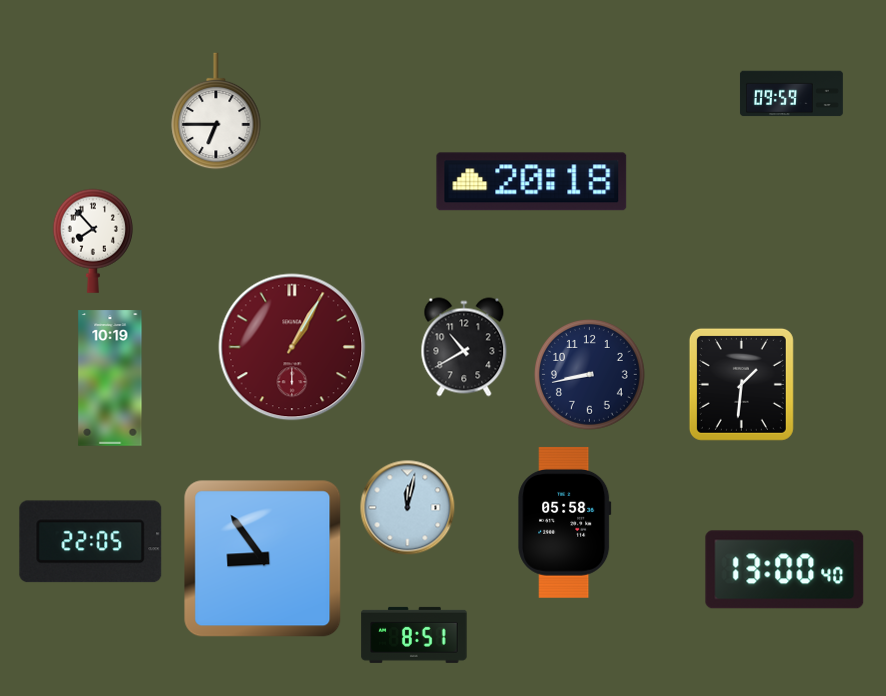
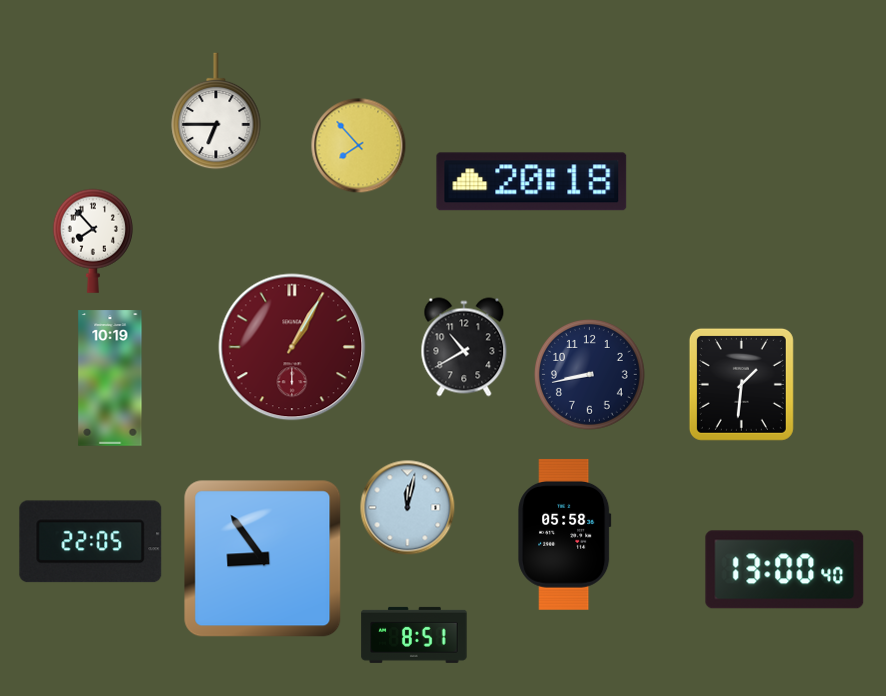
clock at (791, 94): 09:59 -> none
clock at (359, 146): none -> 7:53
clock at (565, 522) position: (565, 522) -> (565, 534)
